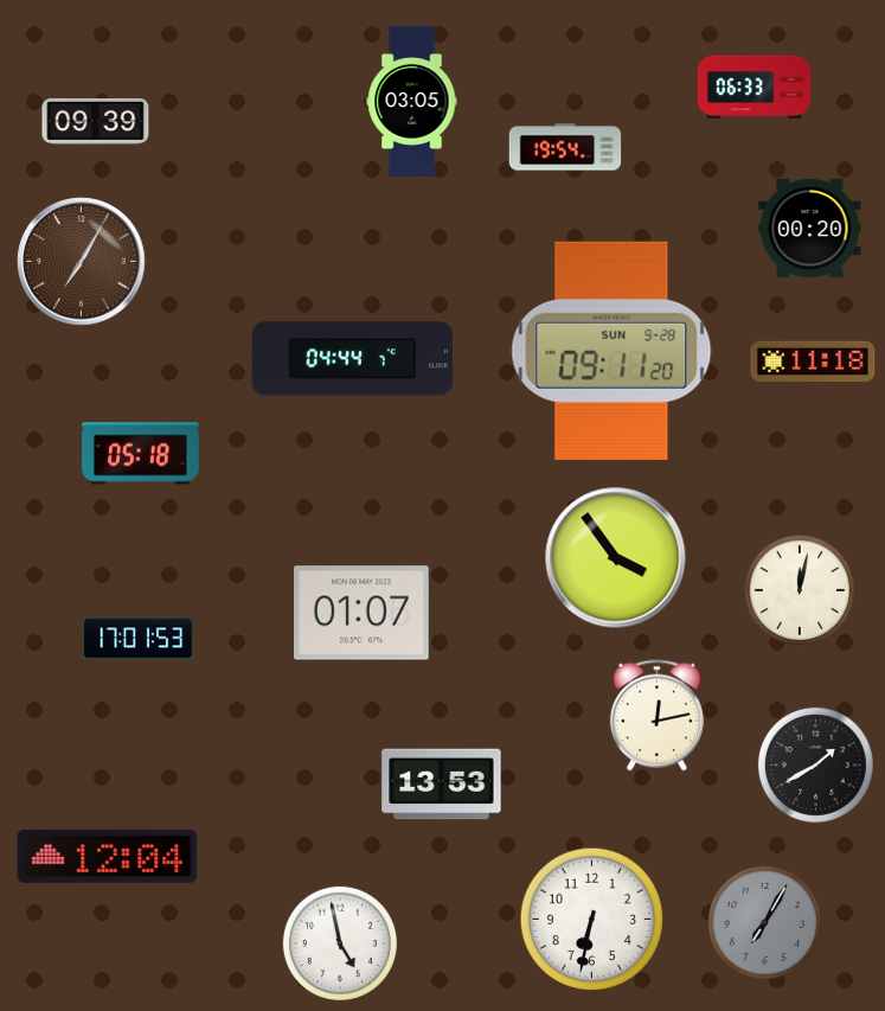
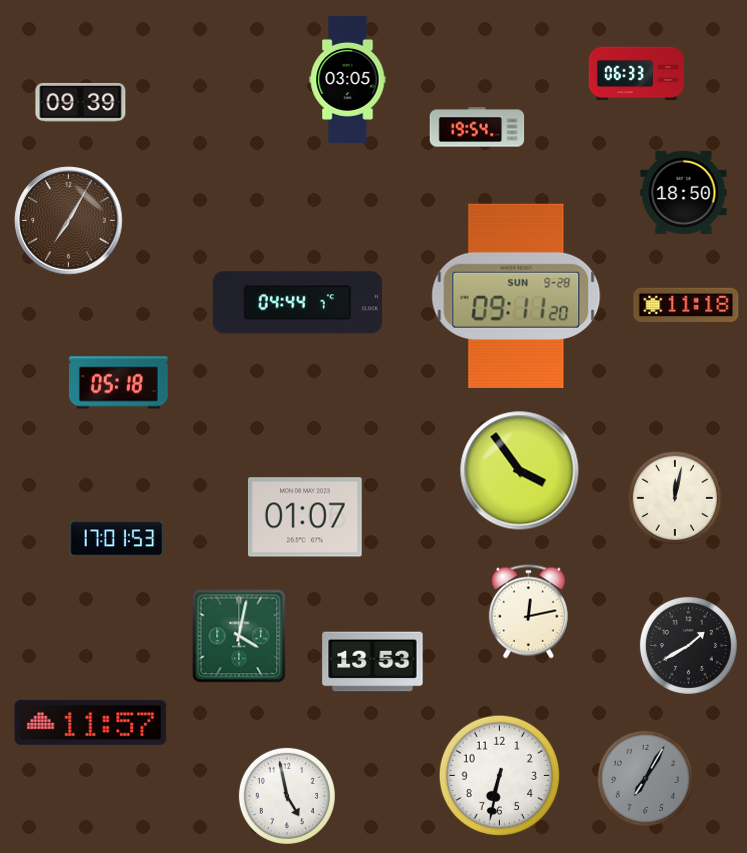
clock at (412, 101) position: (412, 101) -> (348, 79)
clock at (565, 147) position: (565, 147) -> (477, 127)
clock at (810, 228): 00:20 -> 18:50
clock at (656, 716) position: (656, 716) -> (528, 612)
clock at (239, 636): none -> 4:02
clock at (108, 856): 12:04 -> 11:57
